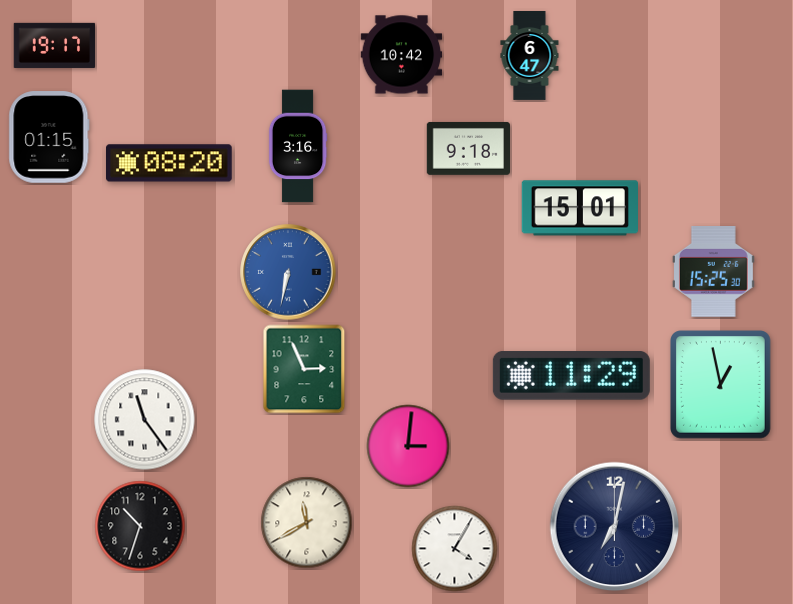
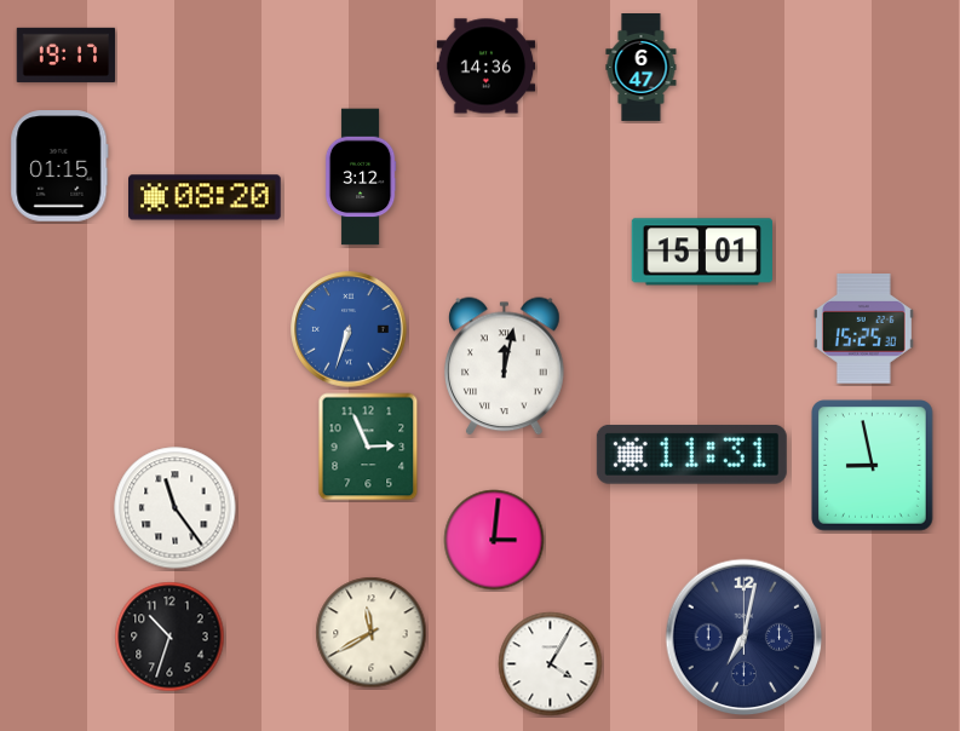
clock at (402, 55): 10:42 -> 14:36
clock at (298, 146): 3:16 -> 3:12
clock at (468, 148): 9:18 -> none
clock at (288, 272): 6:32 -> 6:33
clock at (505, 367): none -> 12:02
clock at (571, 376): 11:29 -> 11:31
clock at (721, 385): 12:58 -> 8:58
